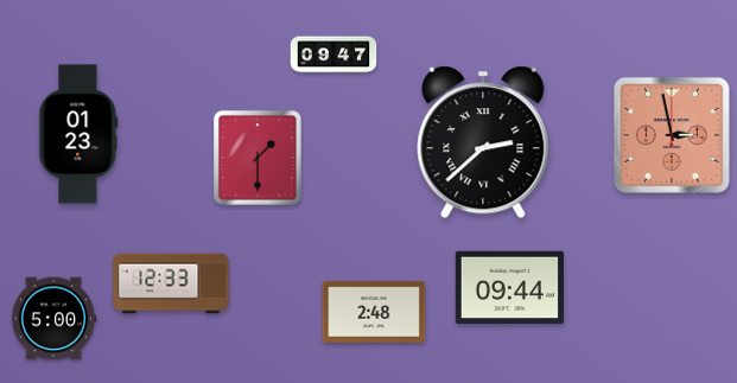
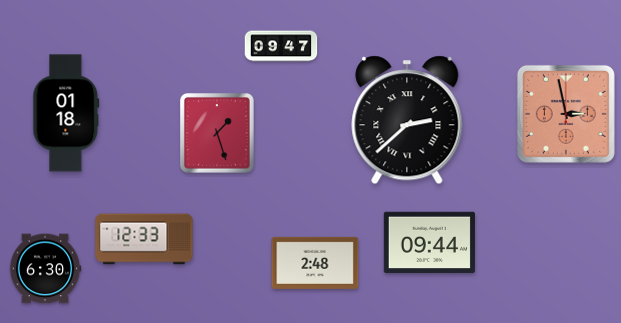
clock at (78, 134): 01:23 -> 01:18
clock at (258, 159): 1:30 -> 1:27
clock at (53, 319): 5:00 -> 6:30
